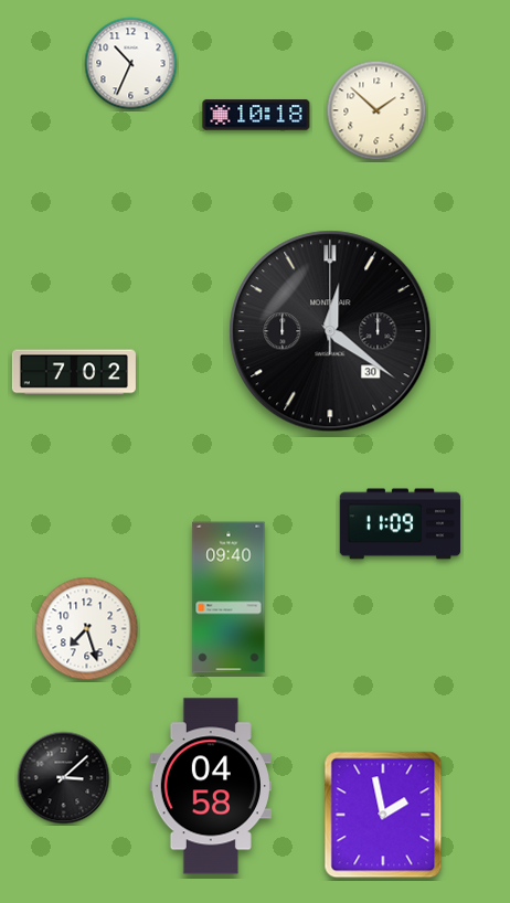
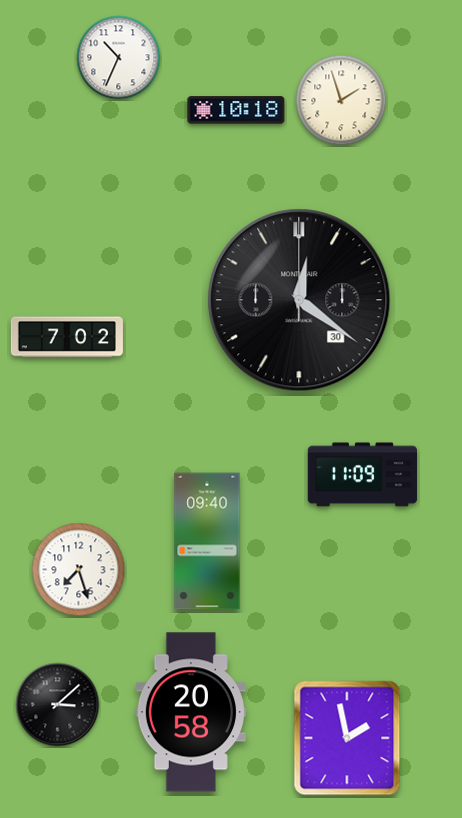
clock at (376, 110): 1:52 -> 1:57
clock at (256, 115) position: (256, 115) -> (236, 110)
clock at (211, 786): 04:58 -> 20:58
